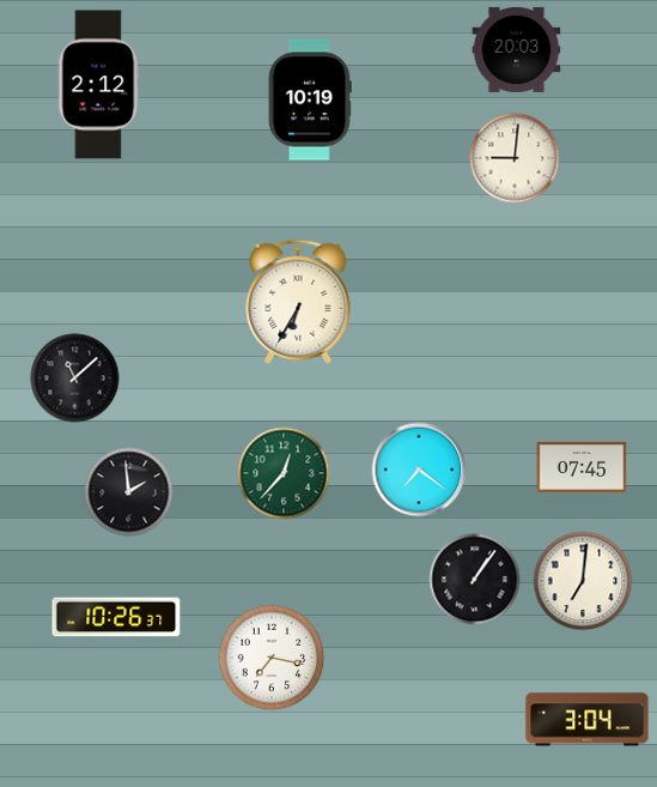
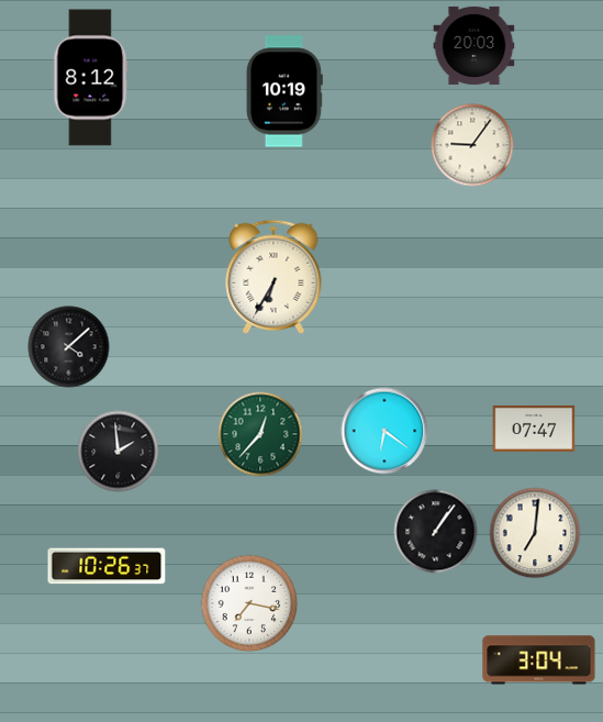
clock at (99, 85): 2:12 -> 8:12
clock at (515, 158): 9:01 -> 9:06
clock at (75, 379): 11:08 -> 4:08
clock at (582, 467): 07:45 -> 07:47
clock at (419, 470): 7:21 -> 6:21
